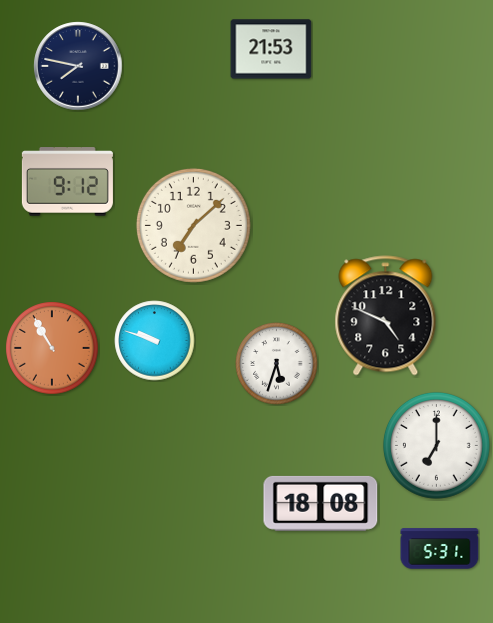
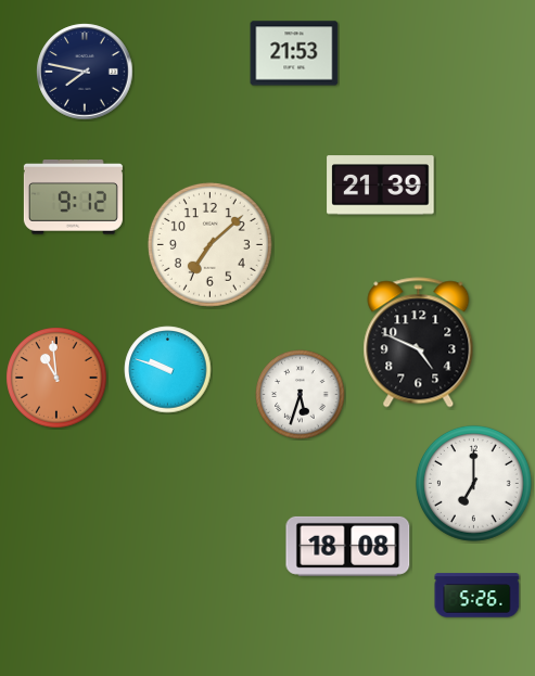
clock at (381, 186): none -> 21:39
clock at (52, 348): 10:55 -> 10:59
clock at (440, 549): 5:31 -> 5:26
